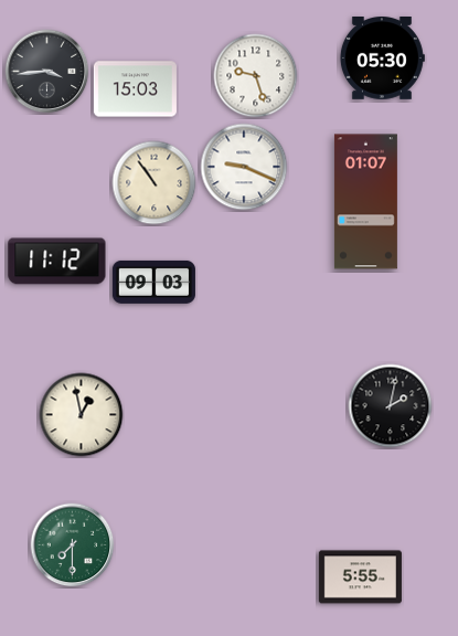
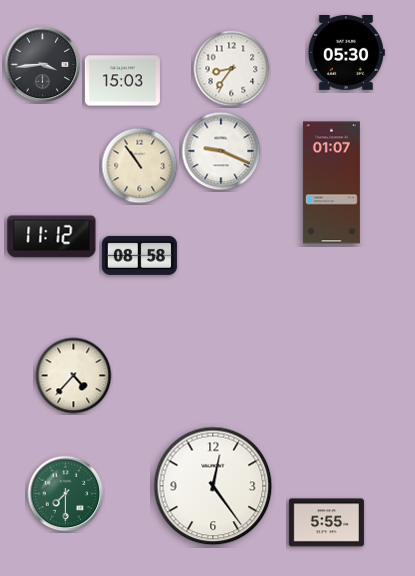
clock at (256, 76): 9:27 -> 8:36
clock at (153, 282): 09:03 -> 08:58
clock at (391, 406): 2:02 -> none
clock at (82, 415): 12:58 -> 4:37
clock at (213, 486): none -> 12:24
